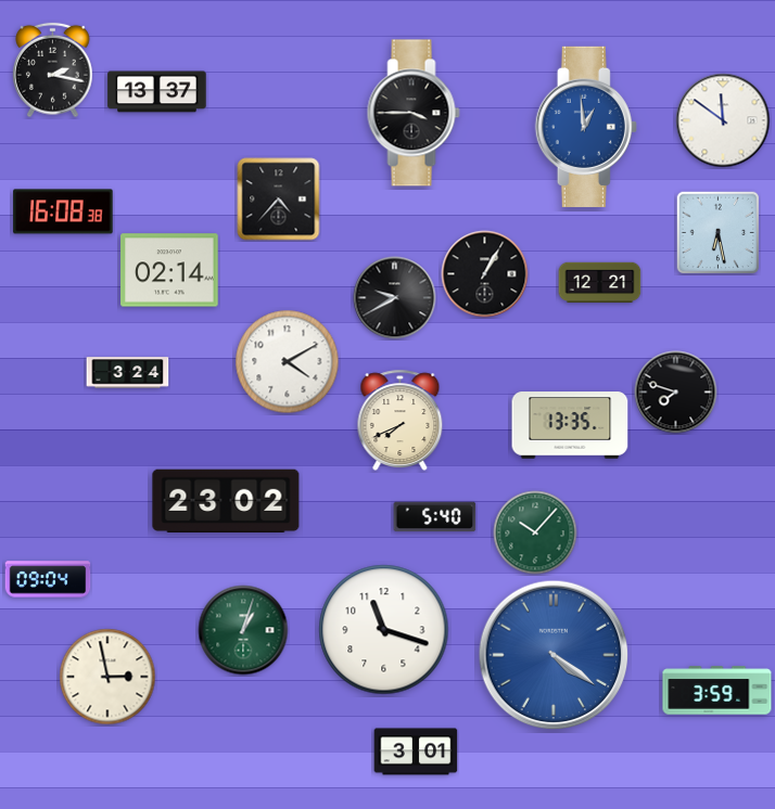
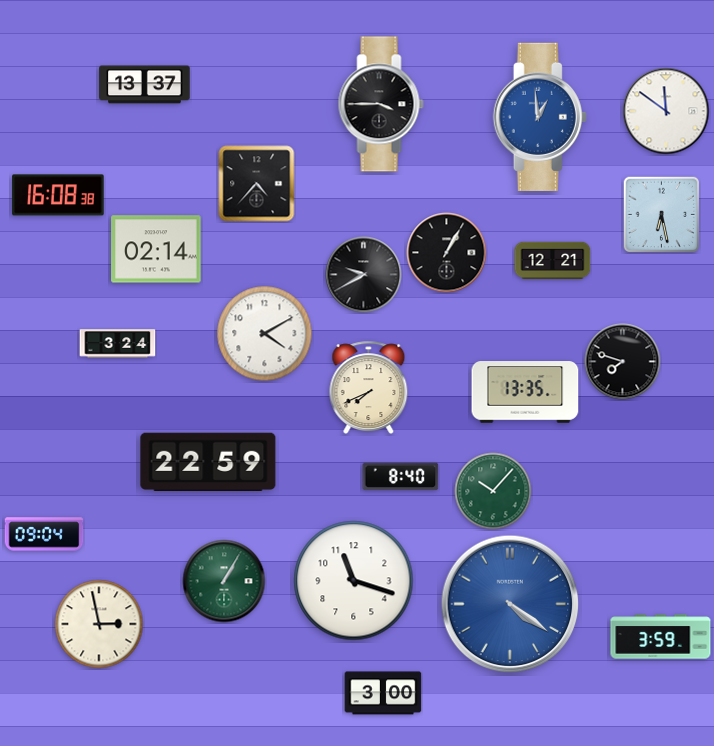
clock at (53, 70): 2:17 -> none
clock at (226, 500): 23:02 -> 22:59
clock at (435, 517): 5:40 -> 8:40
clock at (243, 630): 1:03 -> 1:05
clock at (416, 752): 3:01 -> 3:00
